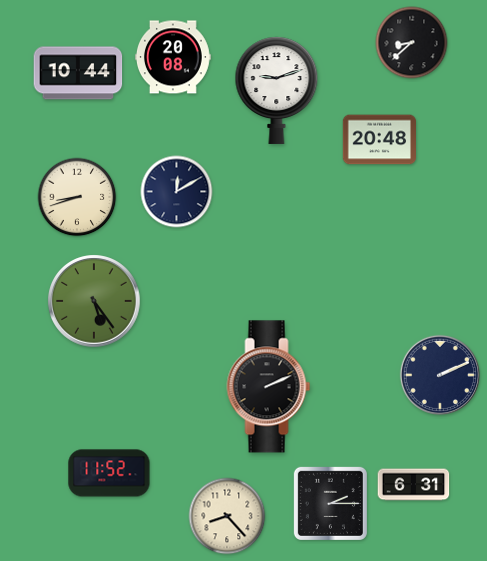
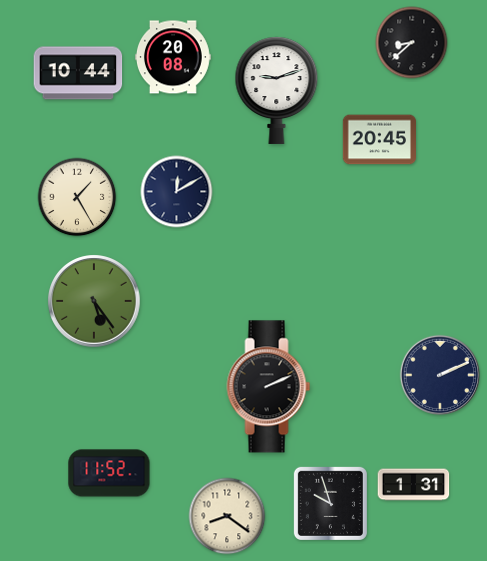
clock at (379, 140): 20:48 -> 20:45
clock at (77, 197): 8:42 -> 1:25
clock at (414, 485): 6:31 -> 1:31
clock at (330, 503): 2:15 -> 9:57
clock at (227, 516): 8:23 -> 8:21
